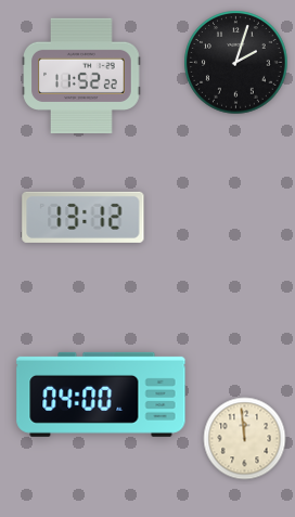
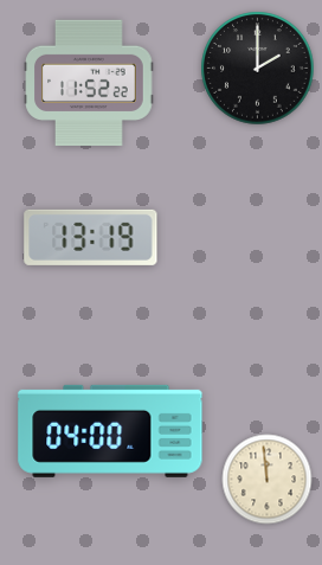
clock at (236, 63): 2:03 -> 2:00
clock at (84, 217): 13:12 -> 13:19
